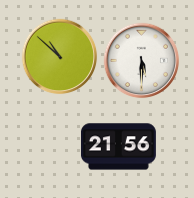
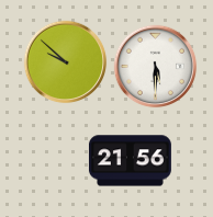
clock at (60, 57): 10:52 -> 9:52
